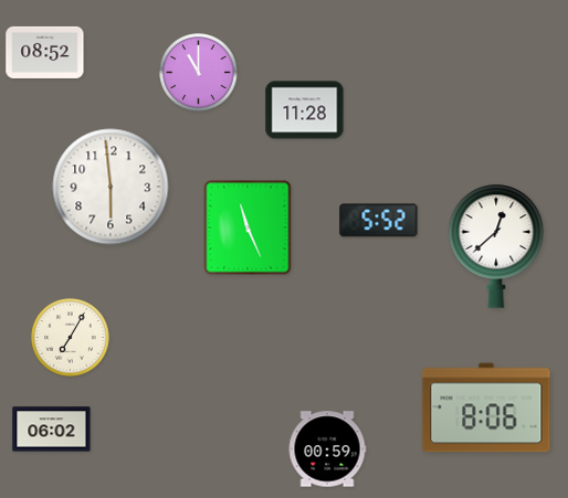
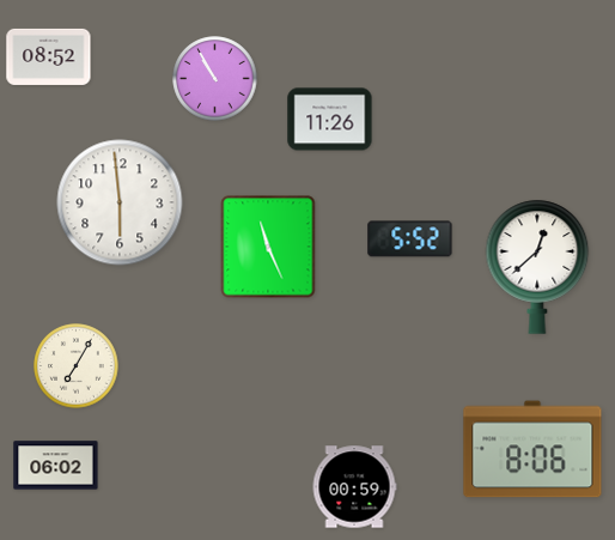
clock at (199, 73): 11:00 -> 10:55
clock at (305, 110): 11:28 -> 11:26
clock at (486, 407) position: (486, 407) -> (532, 449)
